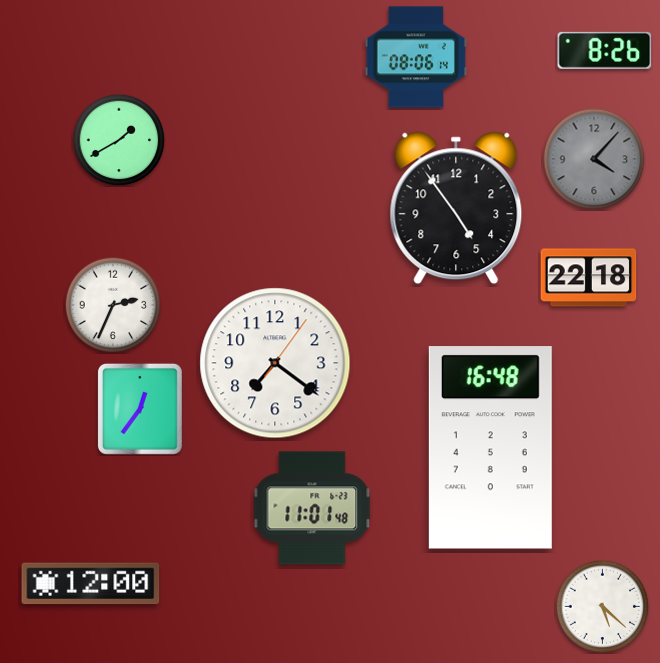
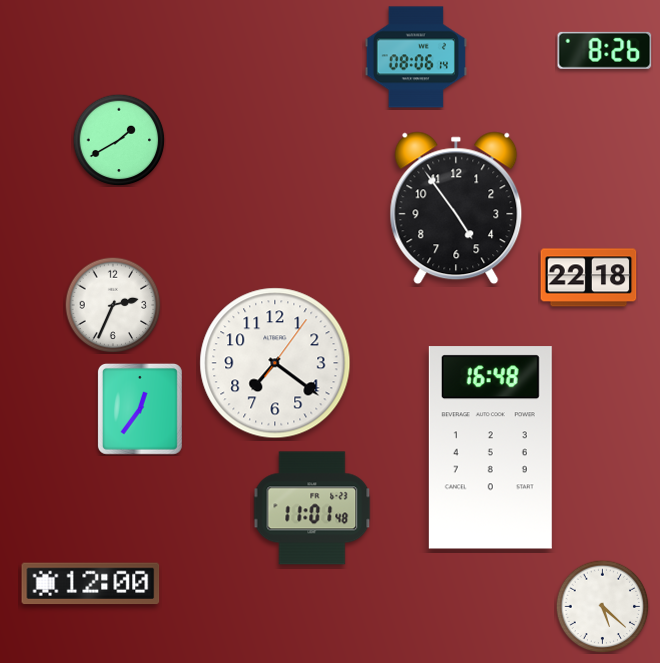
clock at (594, 159): 4:07 -> none
